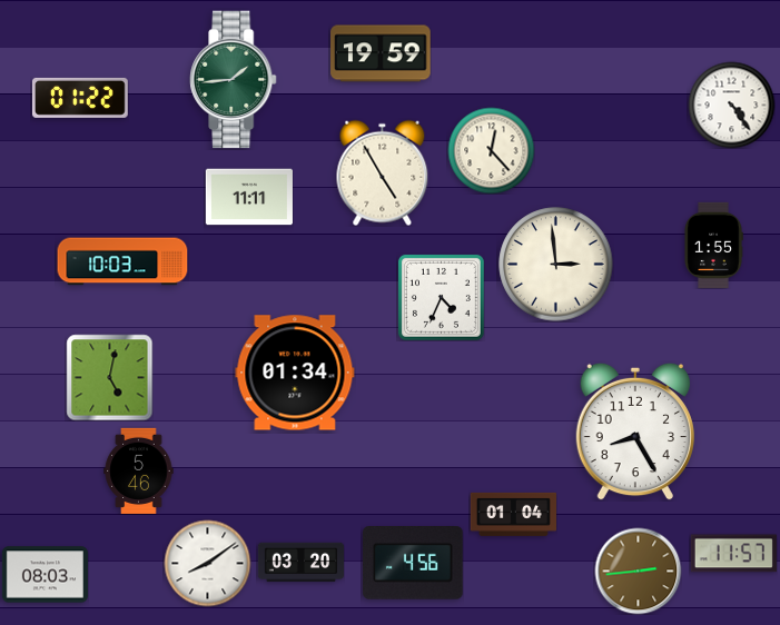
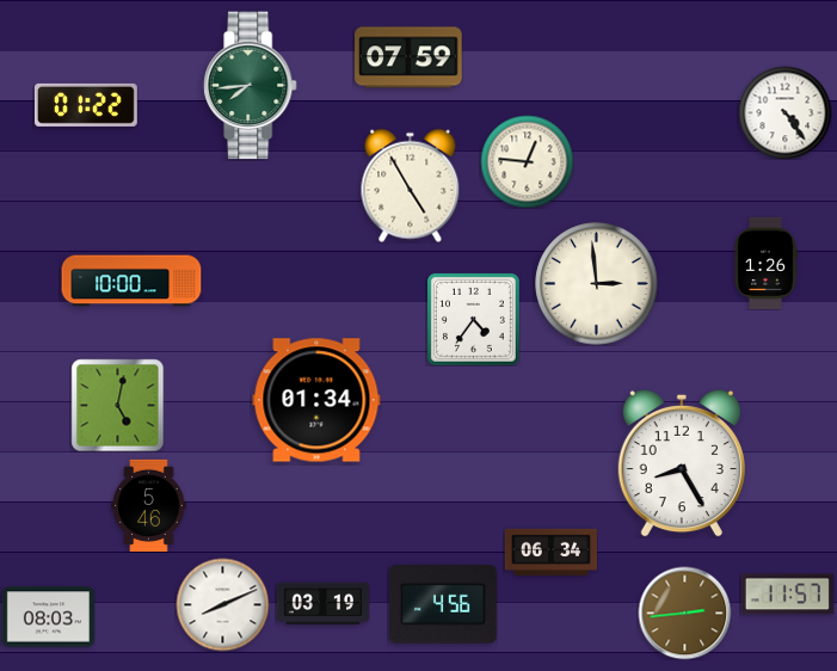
clock at (381, 53): 19:59 -> 07:59
clock at (234, 80): 1:44 -> 7:44
clock at (491, 150): 12:23 -> 12:46
clock at (249, 197): 11:11 -> none
clock at (713, 245): 1:55 -> 1:26
clock at (122, 261): 10:03 -> 10:00
clock at (441, 297): 4:34 -> 4:36
clock at (513, 514): 01:04 -> 06:34
clock at (207, 563): 8:09 -> 8:11
clock at (300, 563): 03:20 -> 03:19
